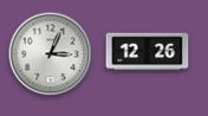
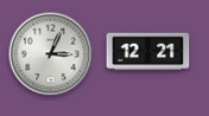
clock at (148, 52): 12:26 -> 12:21
